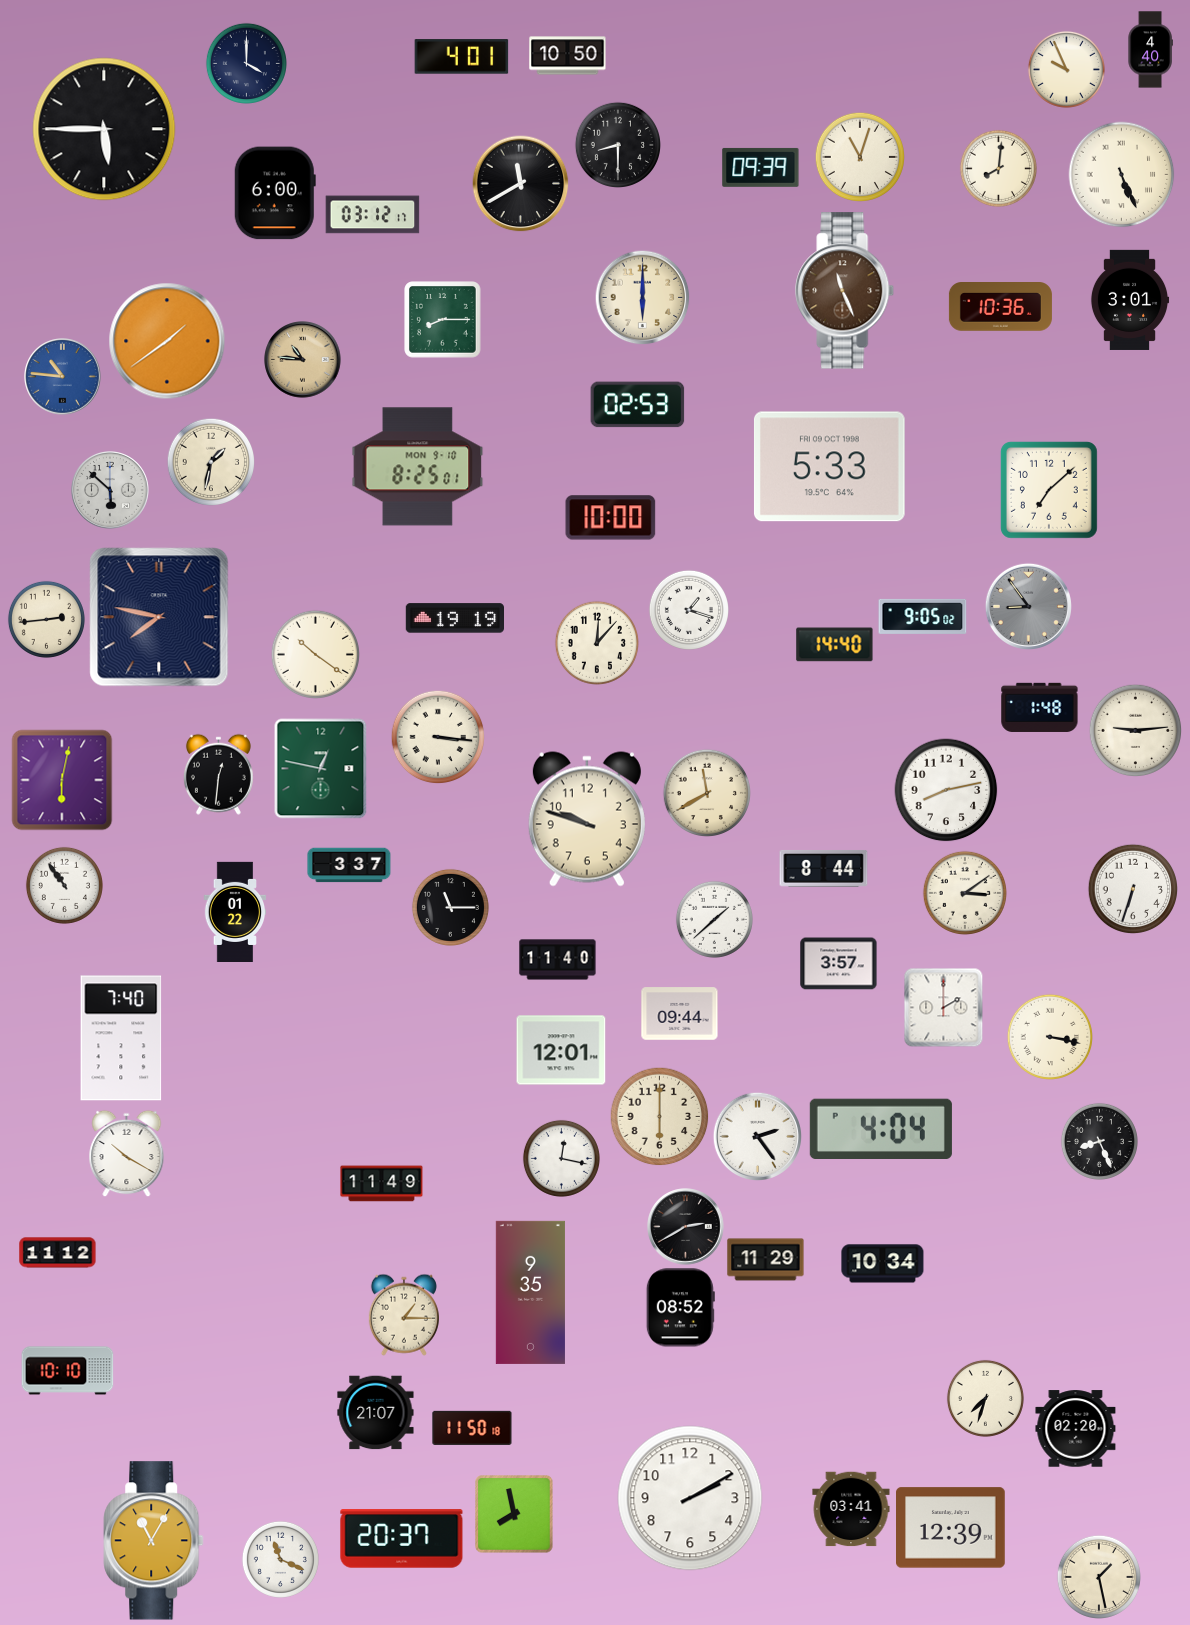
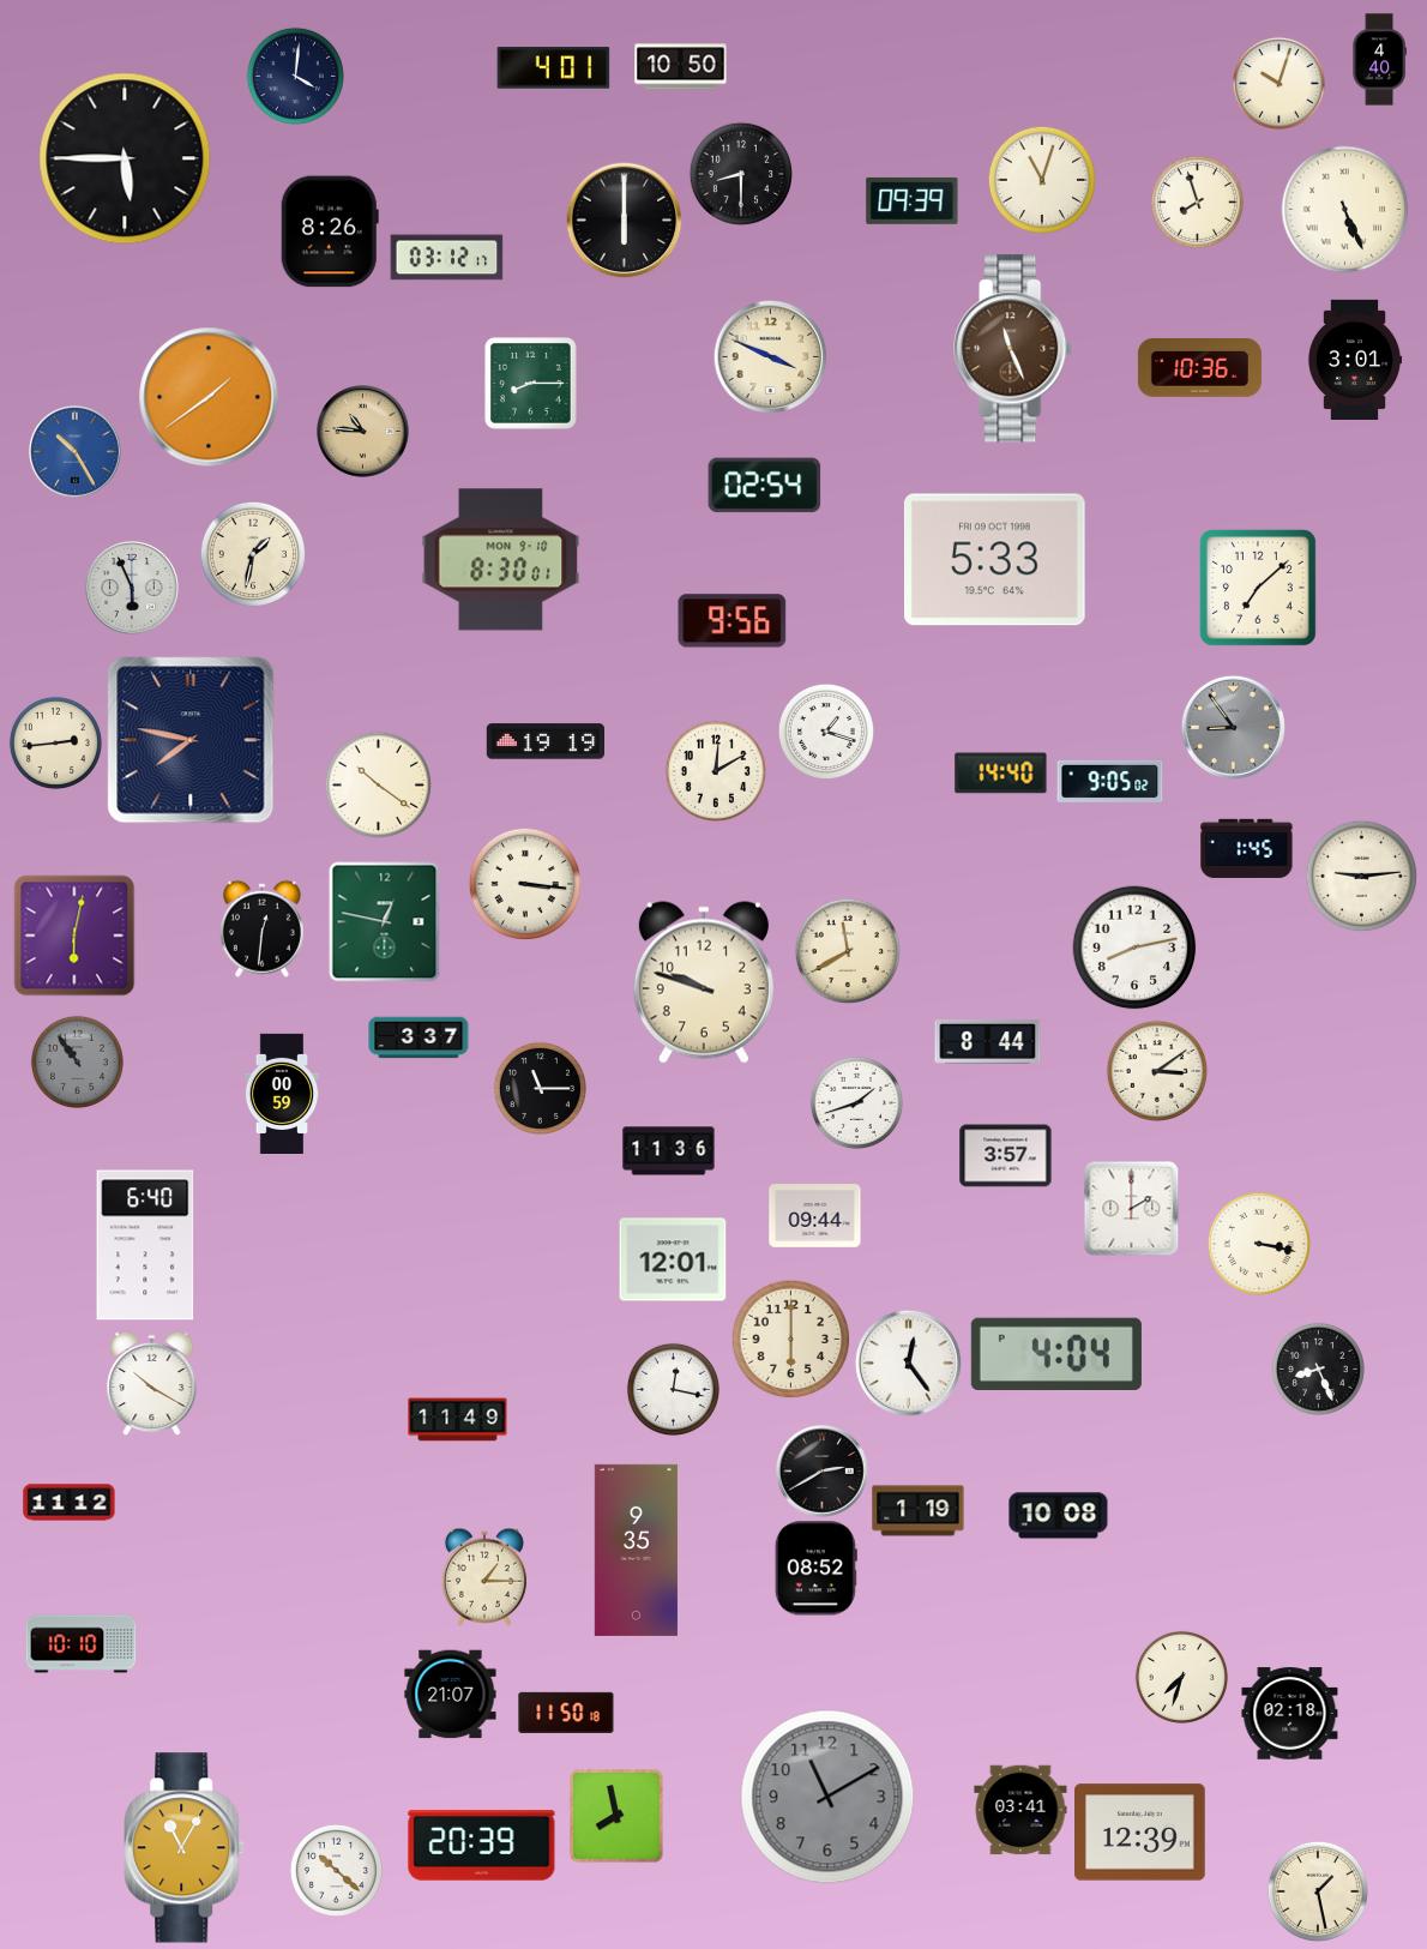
clock at (246, 63): 4:00 -> 4:01
clock at (1066, 69): 9:56 -> 10:03
clock at (104, 129) position: (104, 129) -> (125, 158)
clock at (859, 156) position: (859, 156) -> (1041, 179)
clock at (998, 168): 8:01 -> 7:57
clock at (521, 184): 11:40 -> 6:00
clock at (275, 193): 6:00 -> 8:26
clock at (642, 297): 6:00 -> 3:49
clock at (167, 341) position: (167, 341) -> (209, 397)
clock at (63, 377): 10:46 -> 10:25
clock at (638, 405): 02:53 -> 02:54
clock at (418, 467): 8:25 -> 8:30
clock at (111, 491): 5:52 -> 5:56
clock at (611, 518): 10:00 -> 9:56
clock at (923, 616) position: (923, 616) -> (1110, 781)
clock at (597, 643): 12:07 -> 12:10
clock at (1040, 707): 1:48 -> 1:45
clock at (64, 885) dial: white -> grey
clock at (1132, 888): 6:33 -> none
clock at (235, 911): 01:22 -> 00:59
clock at (714, 919): 1:38 -> 1:42
clock at (558, 960): 11:40 -> 11:36
clock at (121, 1038): 7:40 -> 6:40
clock at (757, 1136): 2:24 -> 12:24
clock at (766, 1260): 11:29 -> 1:19
clock at (883, 1264): 10:34 -> 10:08
clock at (1076, 1429): 02:20 -> 02:18
clock at (690, 1498): 2:10 -> 11:10
clock at (690, 1498) dial: white -> grey
clock at (402, 1539): 20:37 -> 20:39
clock at (280, 1559): 11:19 -> 10:22
